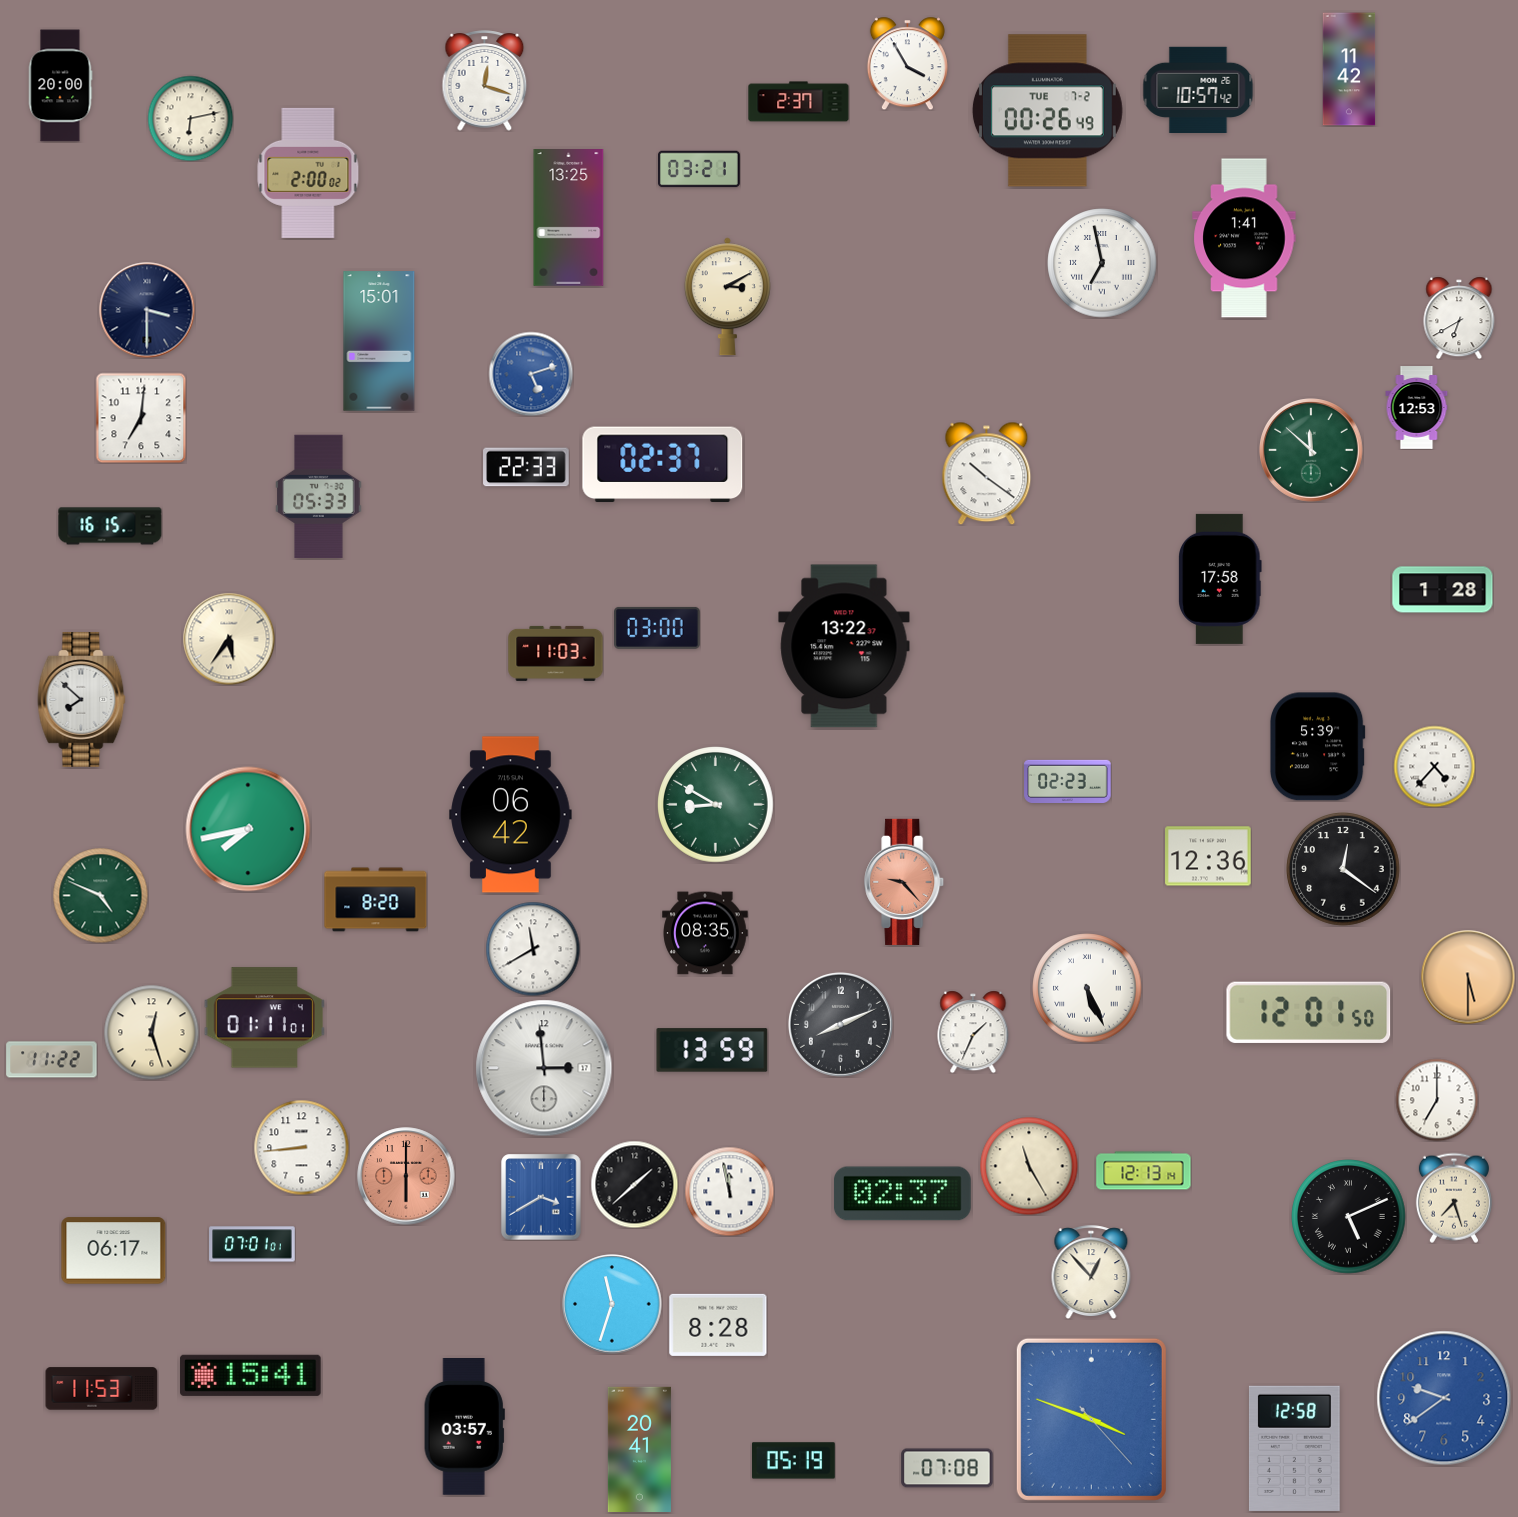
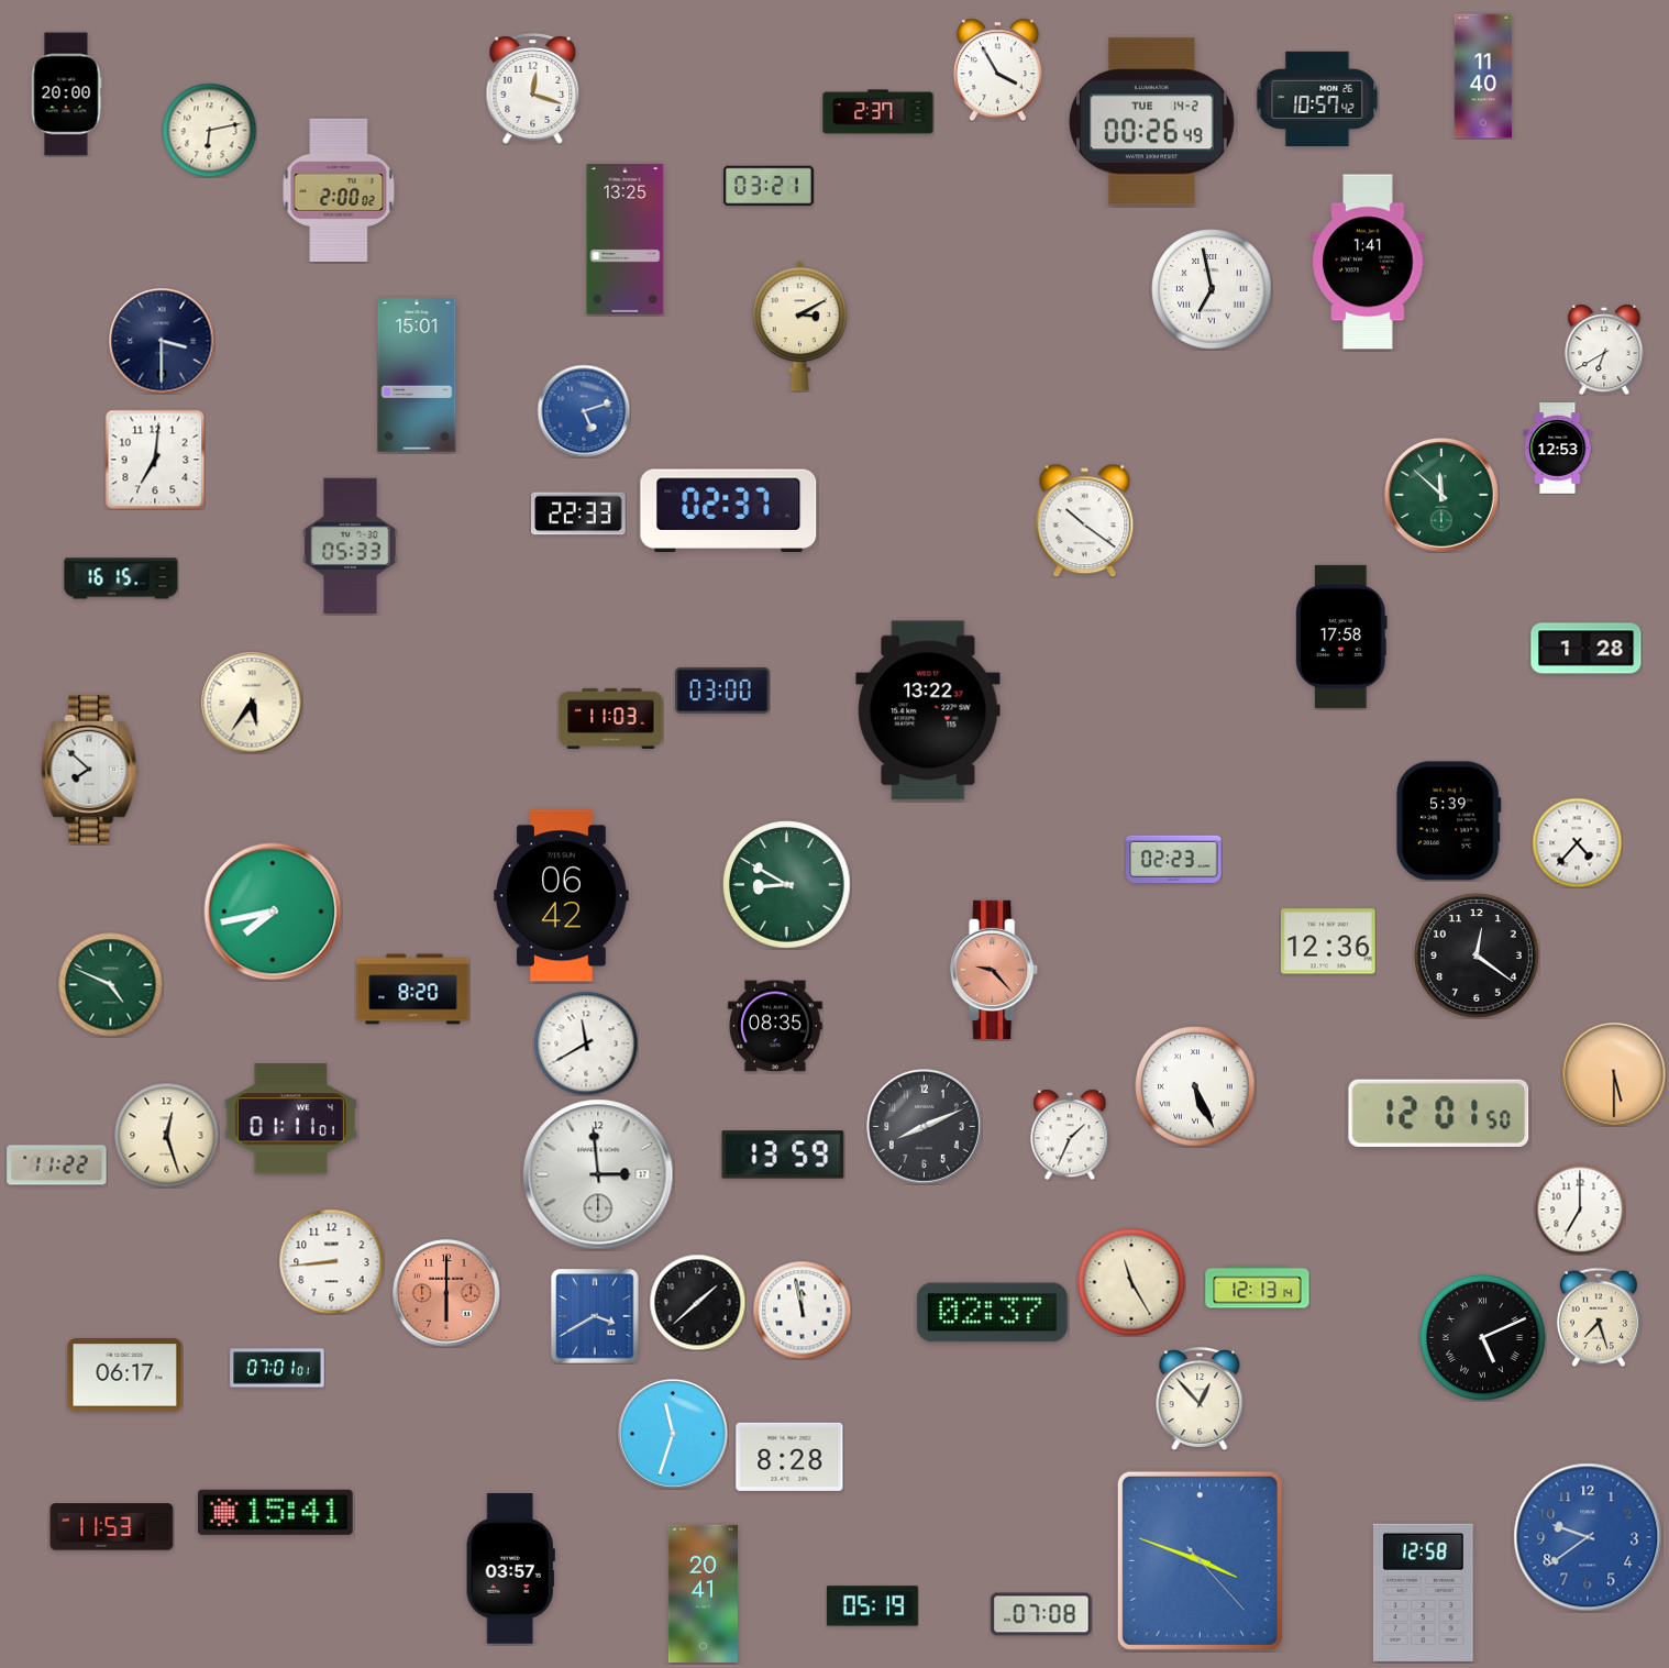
clock at (1349, 69): 11:42 -> 11:40
clock at (1047, 111) date: TUE 7-2 -> TUE 14-2
